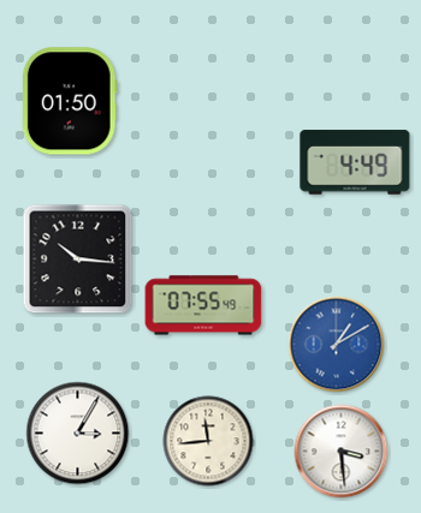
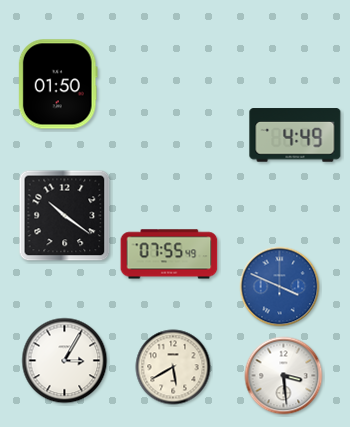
clock at (78, 260): 10:16 -> 10:21
clock at (337, 345): 1:10 -> 3:49
clock at (208, 441): 11:44 -> 5:40
